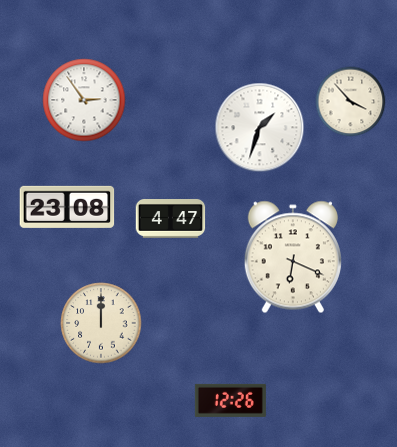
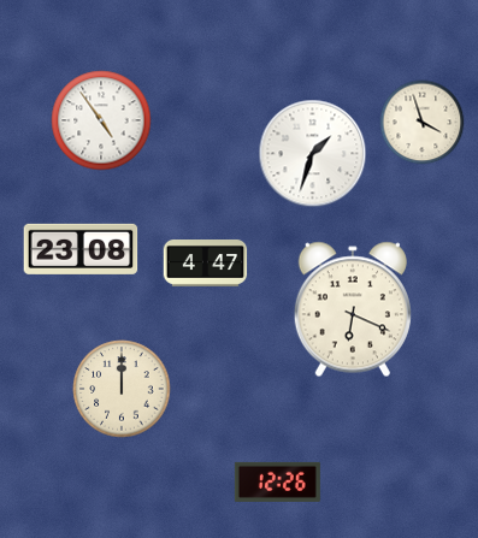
clock at (84, 100): 2:54 -> 4:54
clock at (351, 102): 3:53 -> 3:57
